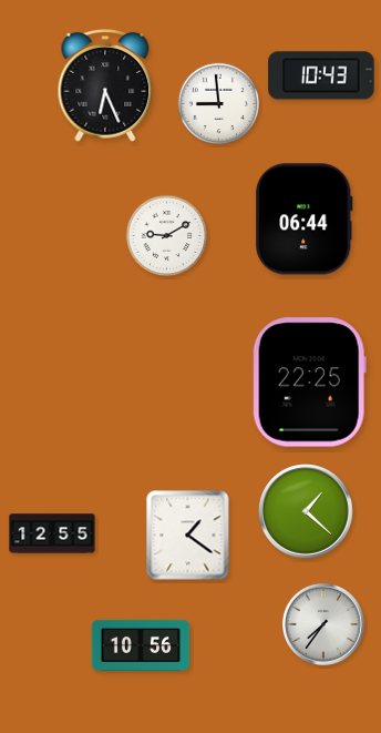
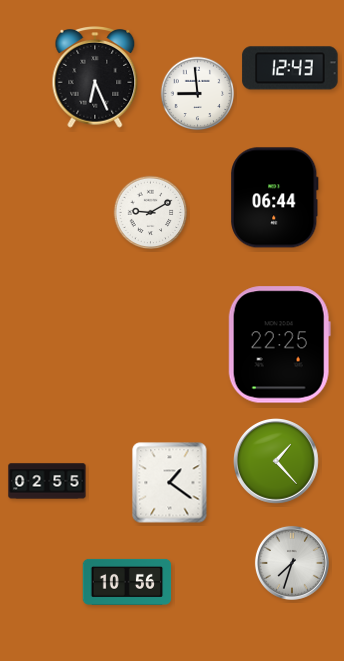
clock at (321, 75): 10:43 -> 12:43
clock at (307, 512): 1:22 -> 1:23
clock at (52, 533): 12:55 -> 02:55
clock at (323, 624): 7:36 -> 7:33
